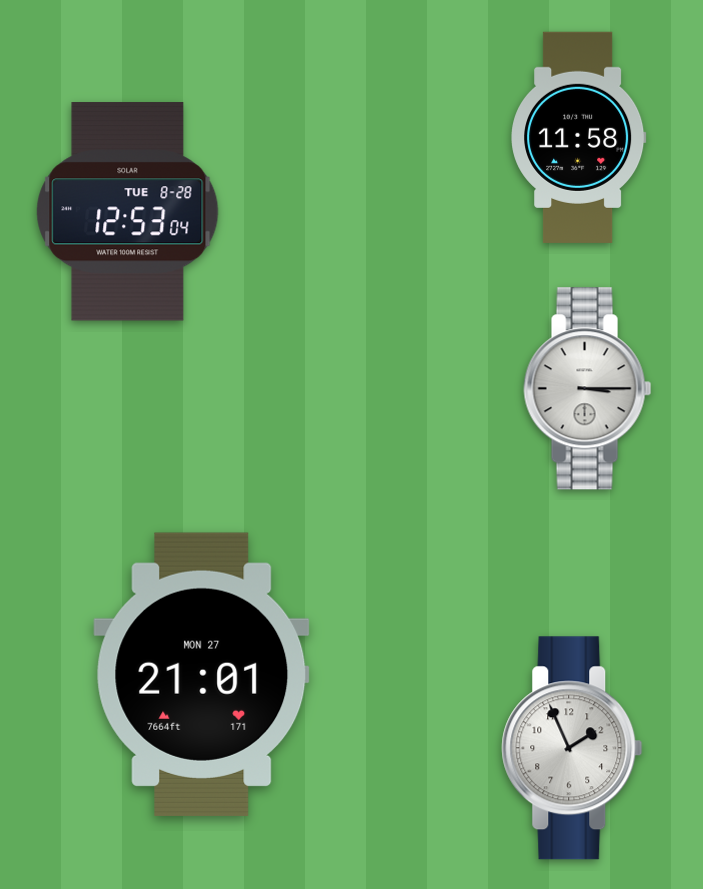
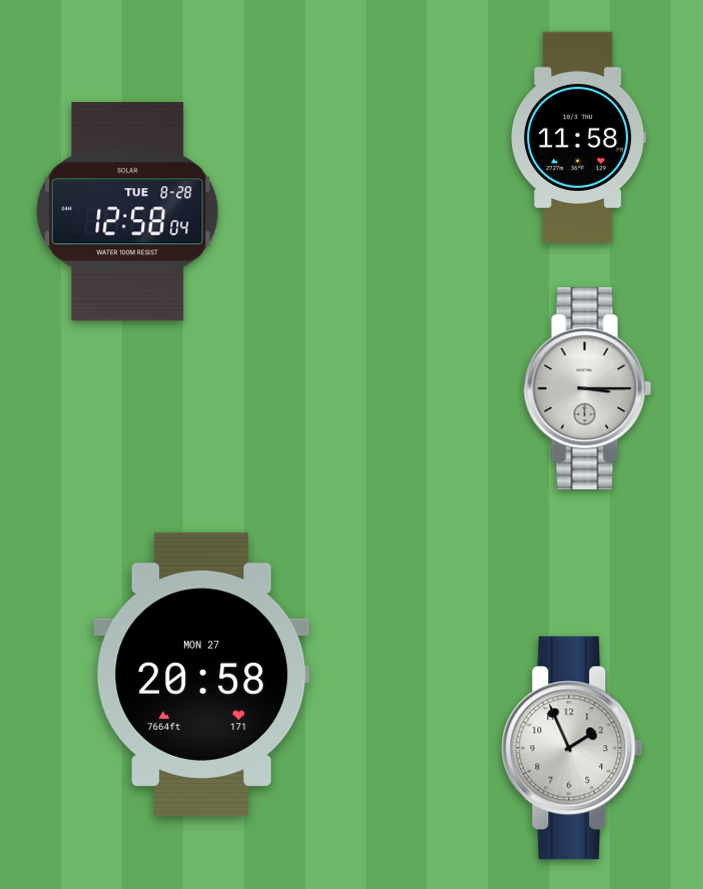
clock at (128, 212): 12:53 -> 12:58
clock at (202, 674): 21:01 -> 20:58
